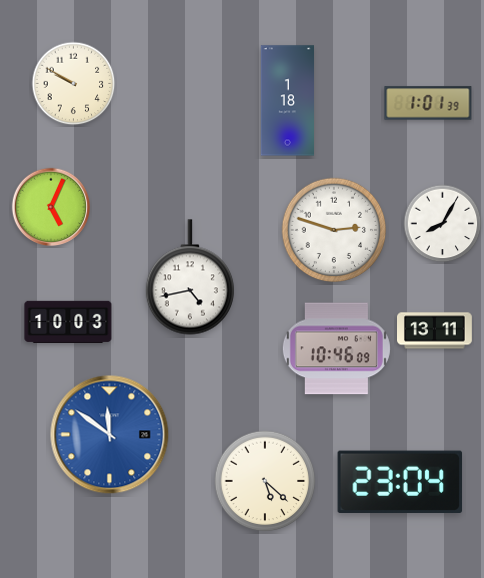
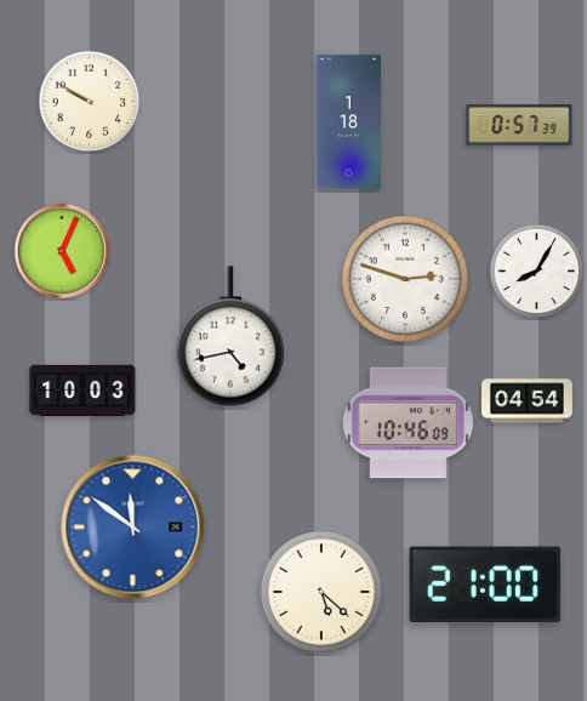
clock at (428, 103): 1:01 -> 0:57
clock at (435, 331): 13:11 -> 04:54
clock at (265, 481) position: (265, 481) -> (321, 592)
clock at (400, 482): 23:04 -> 21:00
